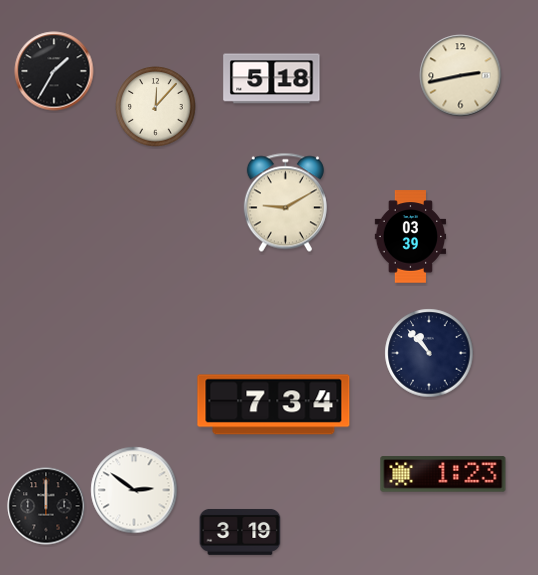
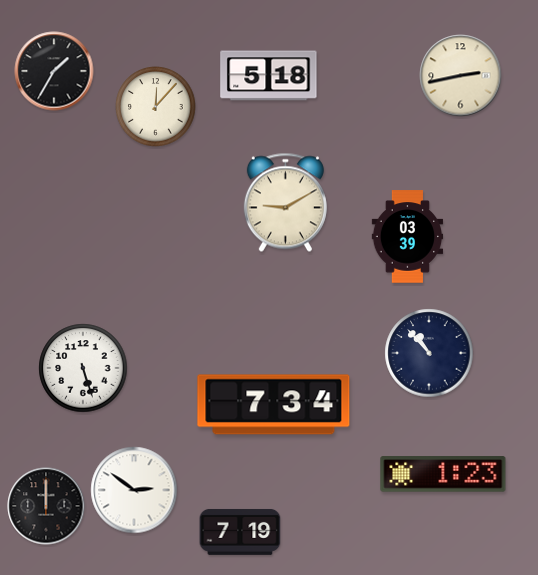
clock at (272, 79) position: (272, 79) -> (269, 76)
clock at (411, 237) position: (411, 237) -> (408, 237)
clock at (83, 368): none -> 5:27
clock at (240, 532): 3:19 -> 7:19
